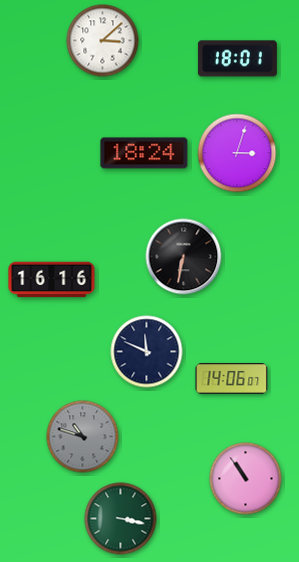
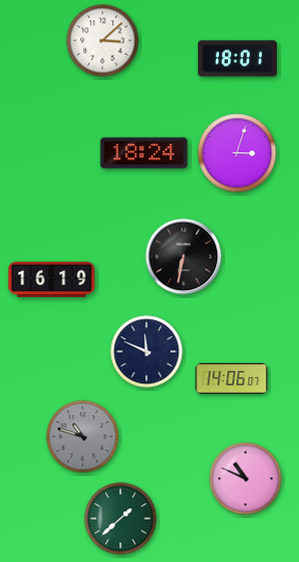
clock at (52, 280): 16:16 -> 16:19
clock at (246, 479): 10:54 -> 10:49
clock at (121, 519): 3:17 -> 1:38
